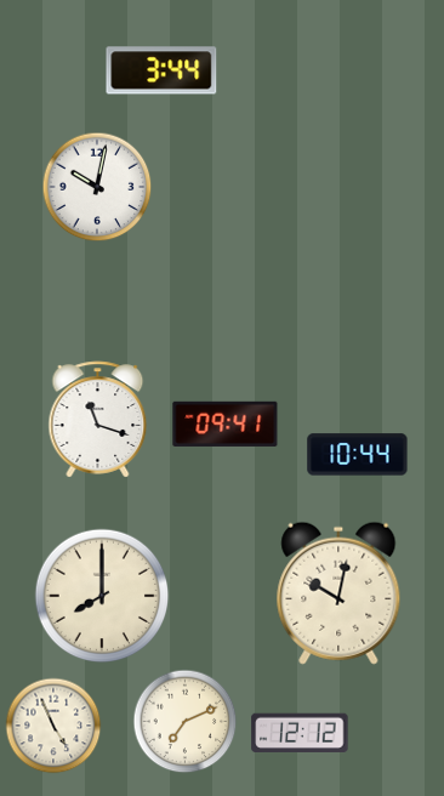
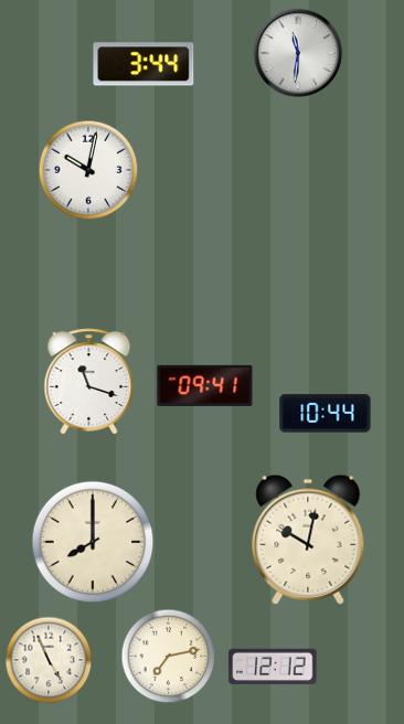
clock at (298, 53): none -> 11:31
clock at (161, 70) position: (161, 70) -> (143, 64)
clock at (186, 722): 7:11 -> 7:13
